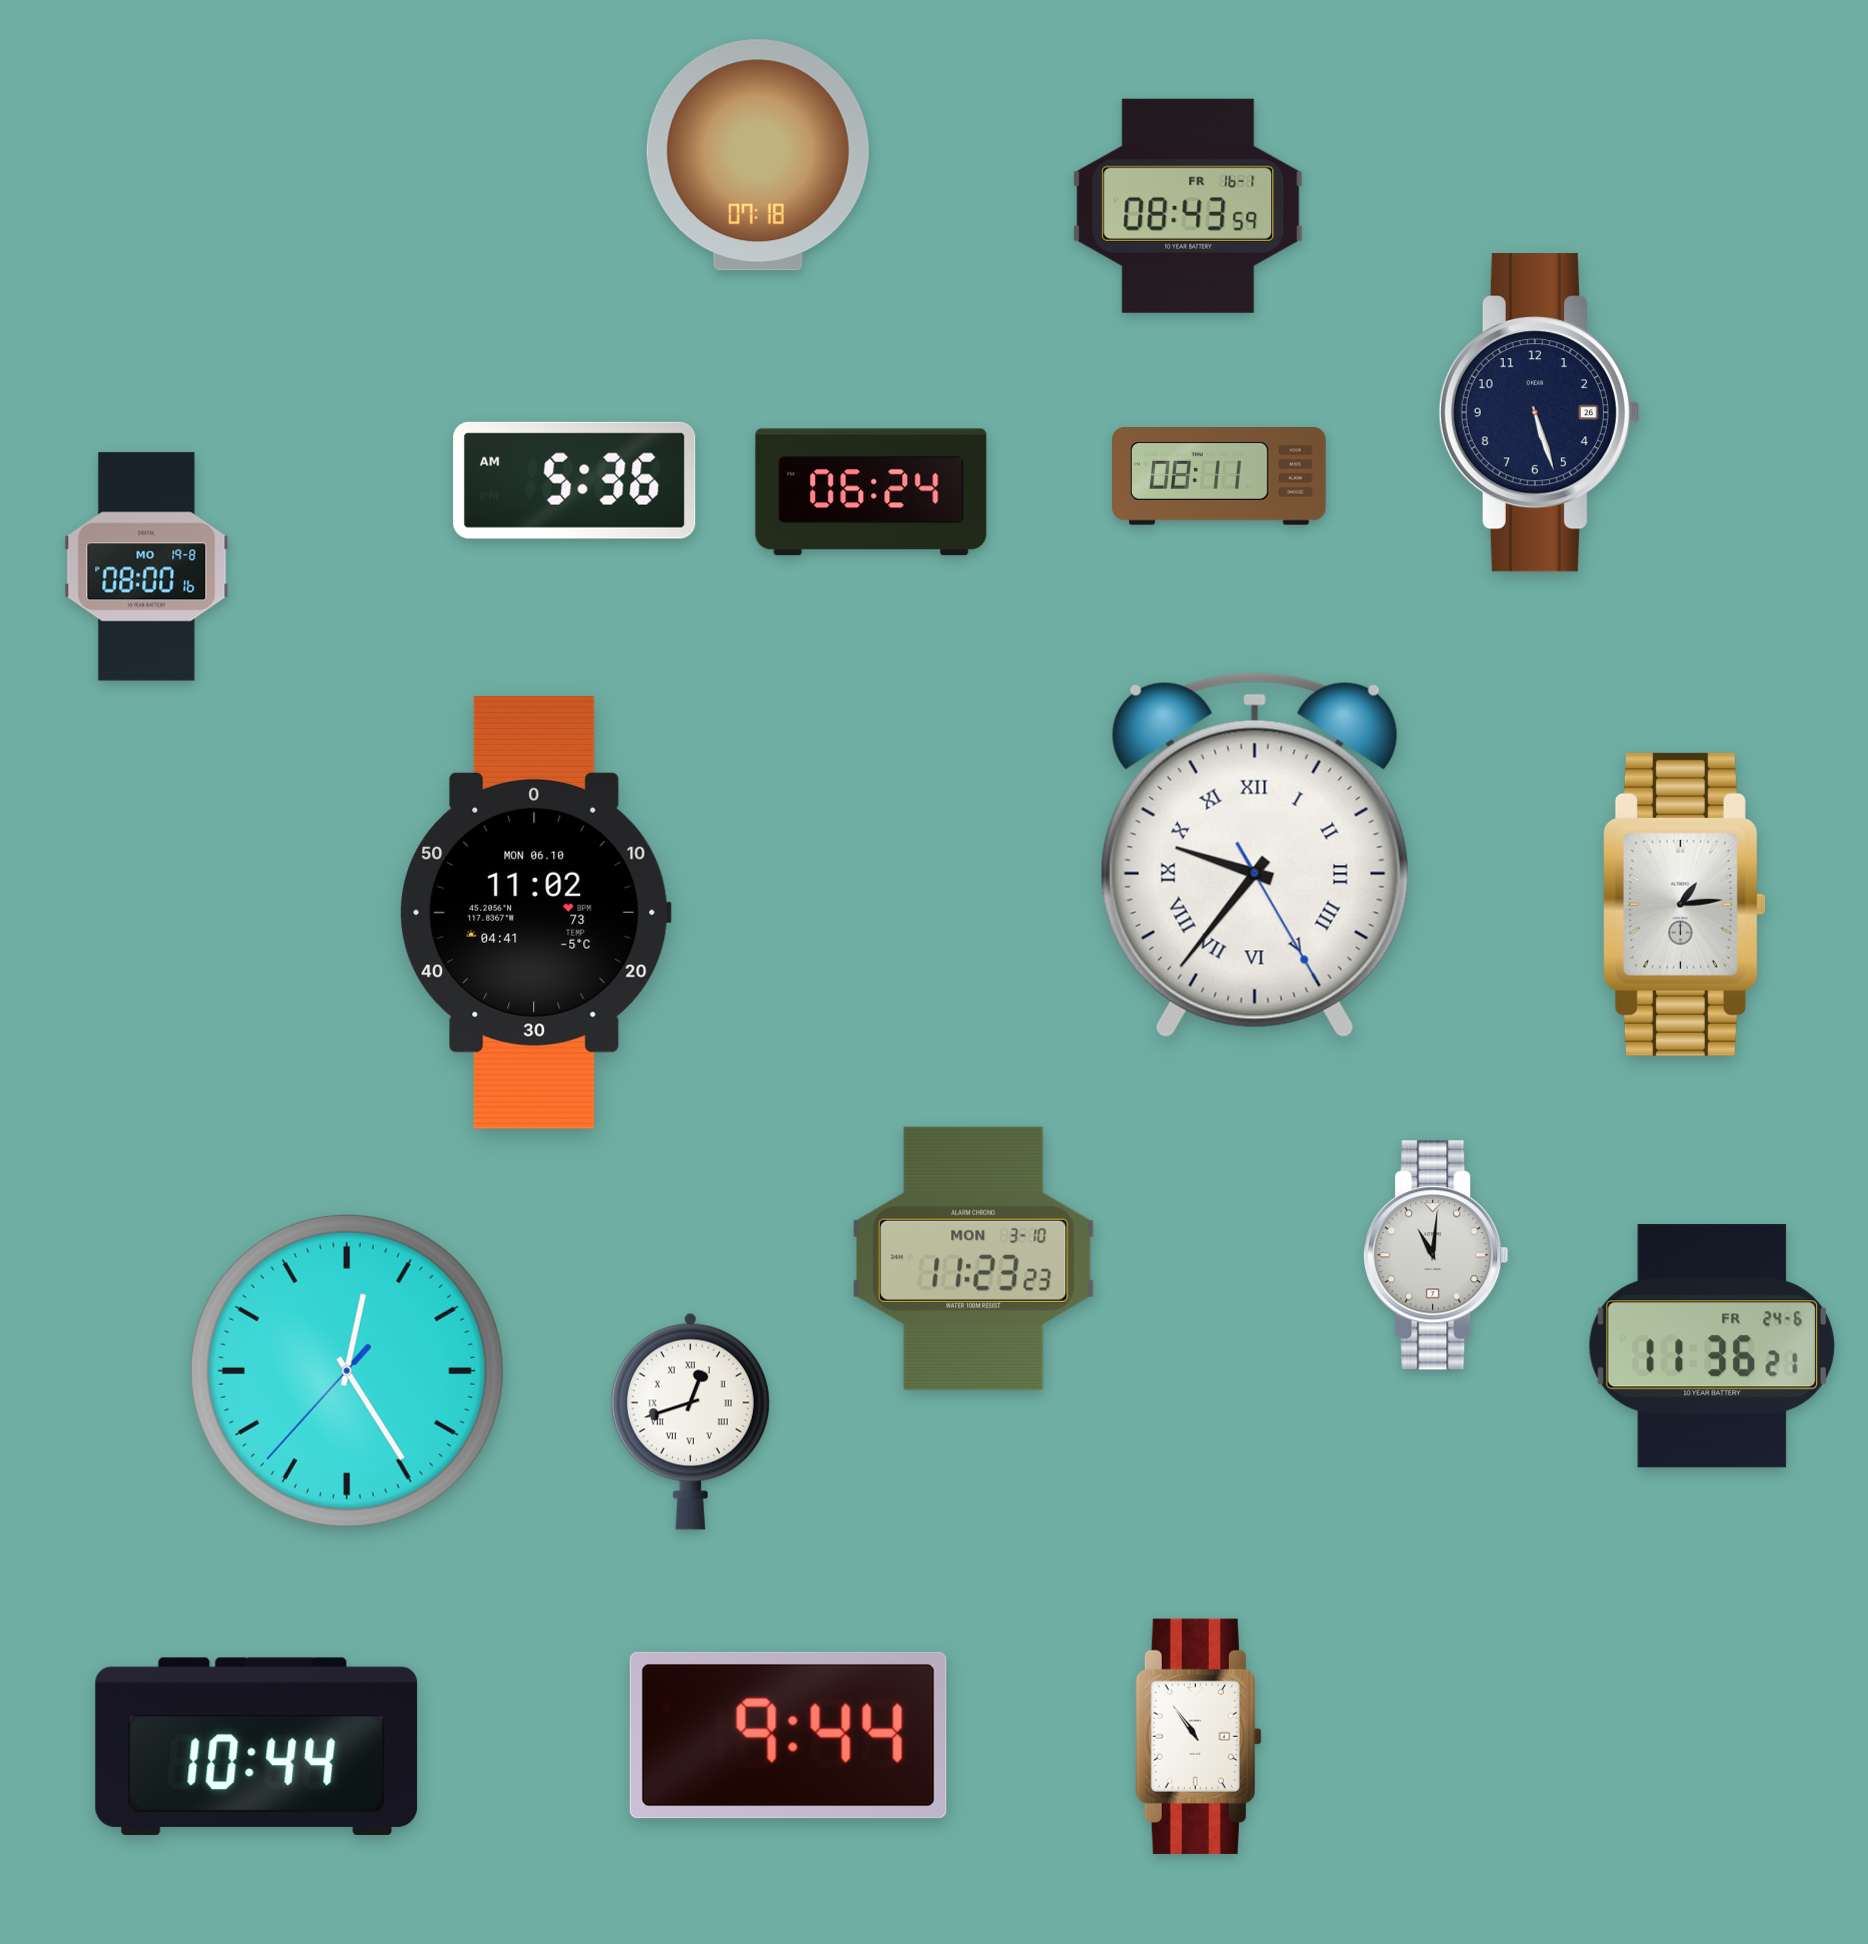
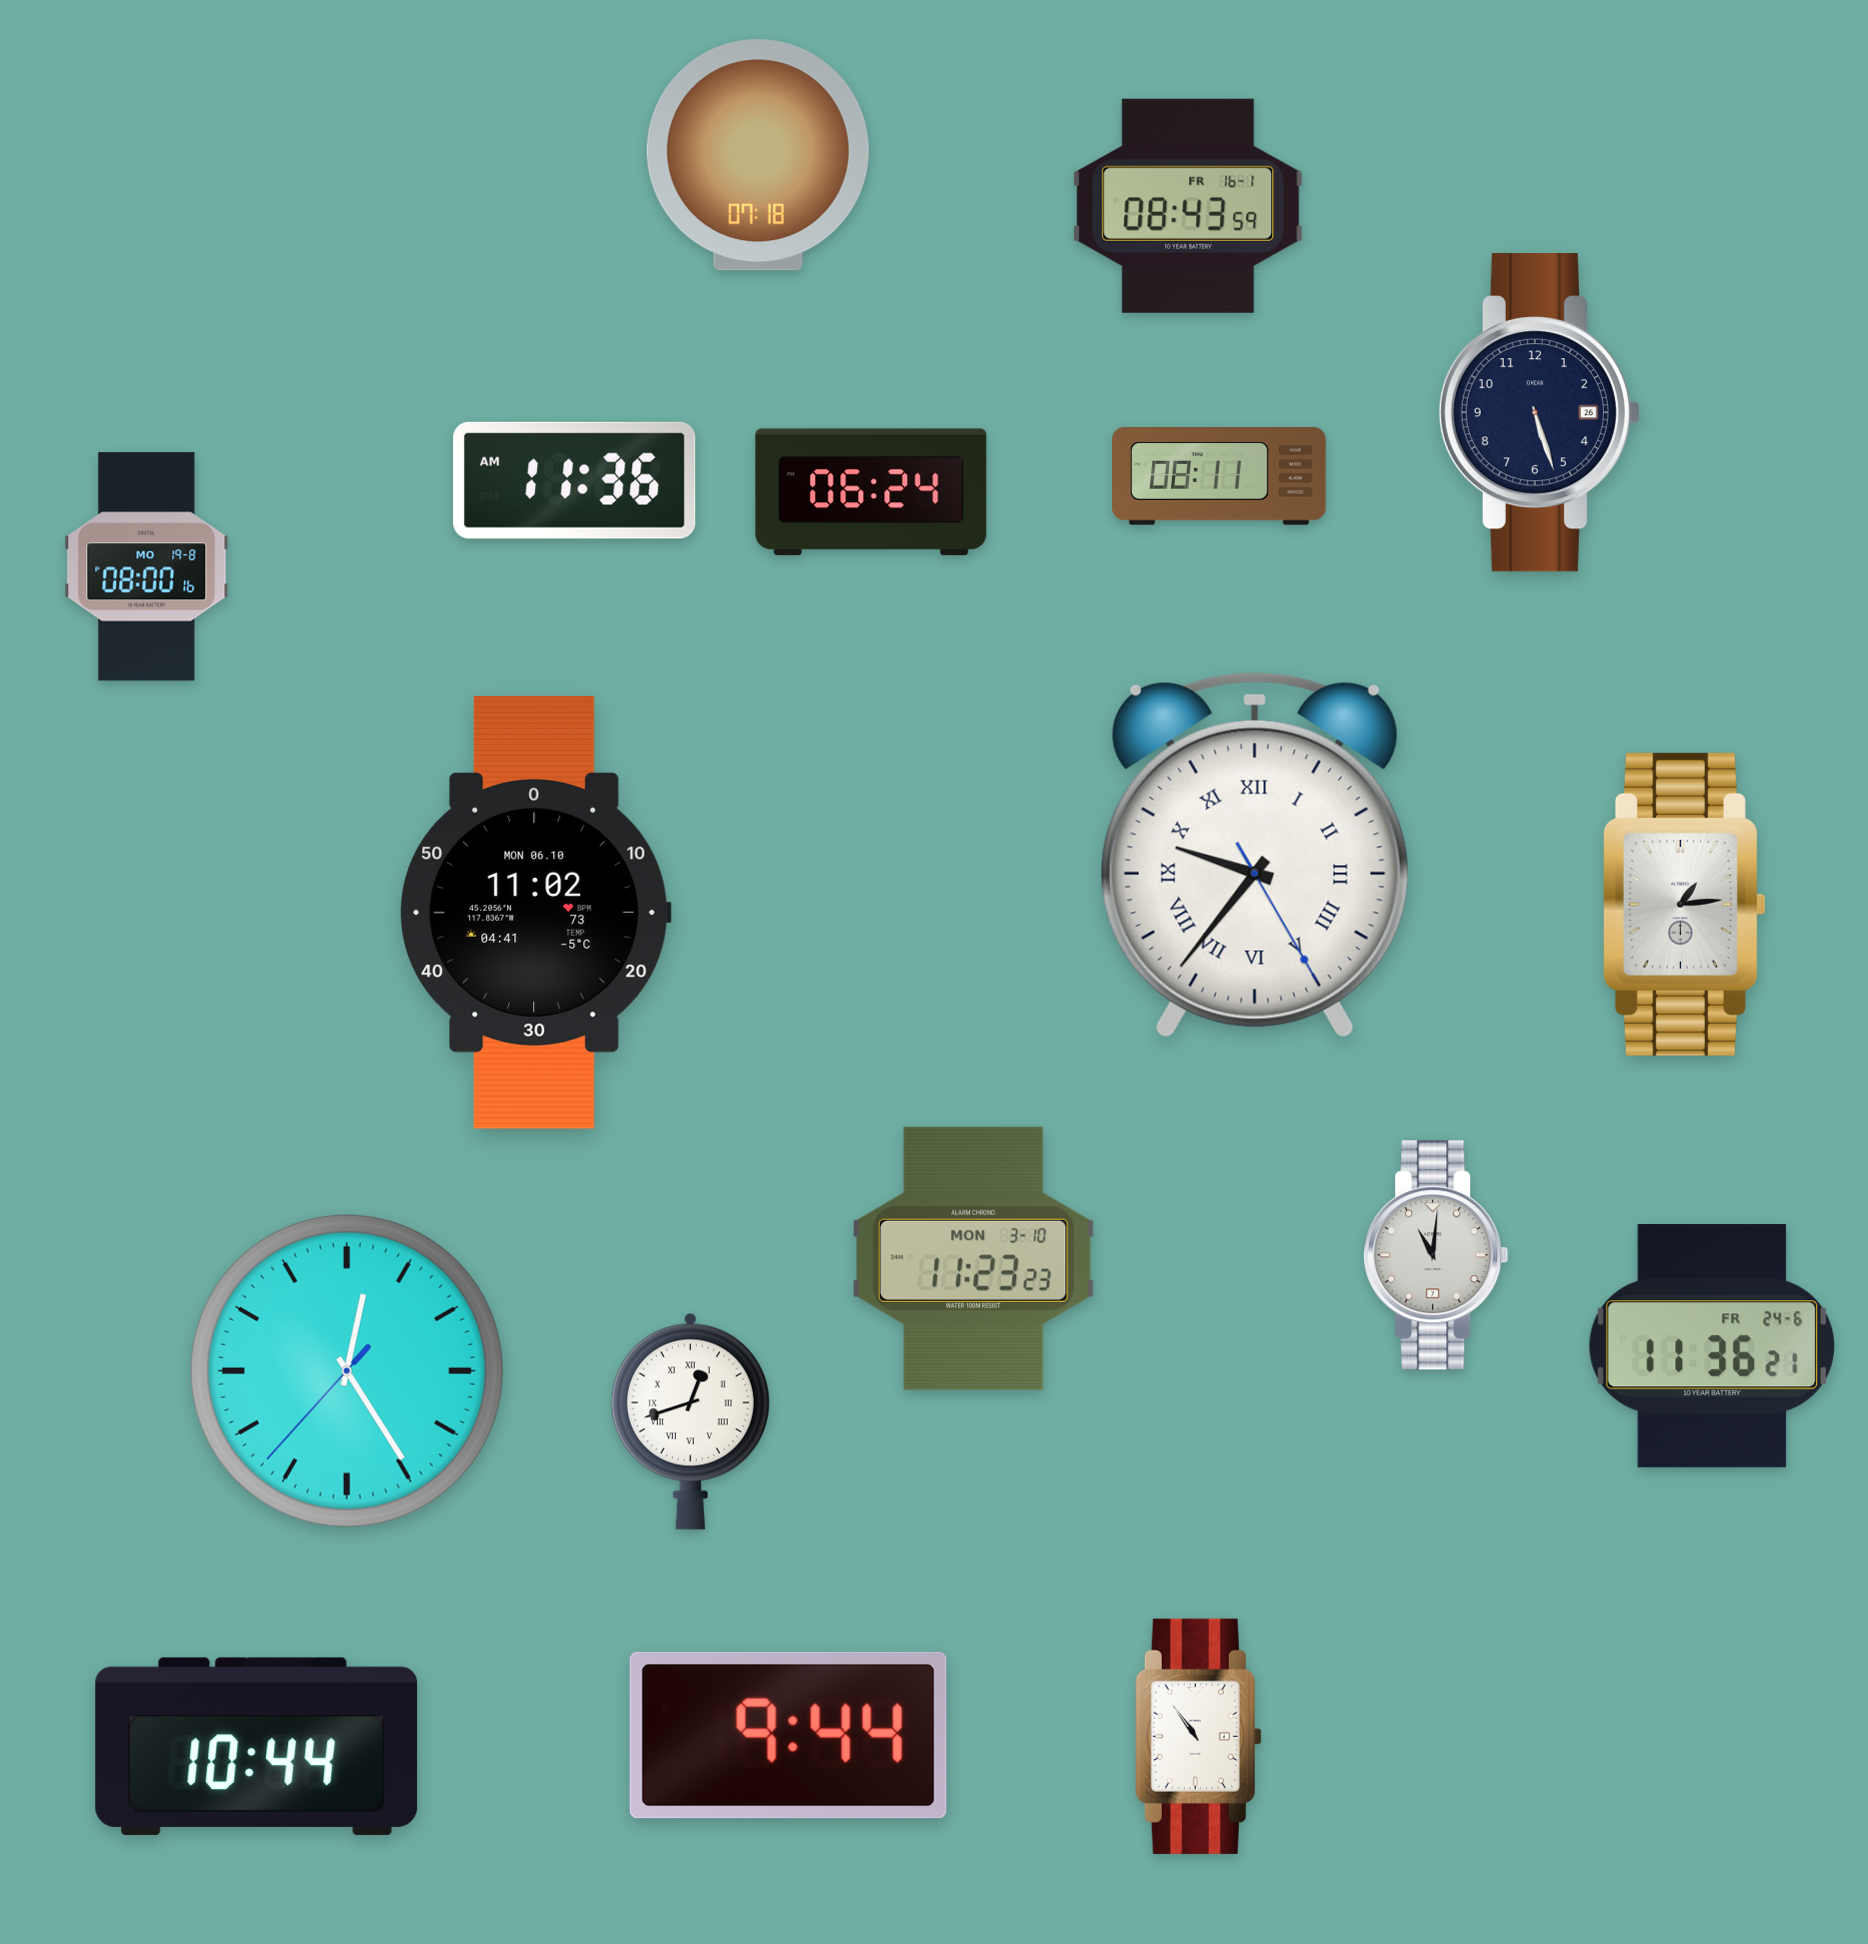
clock at (575, 480): 5:36 -> 11:36
